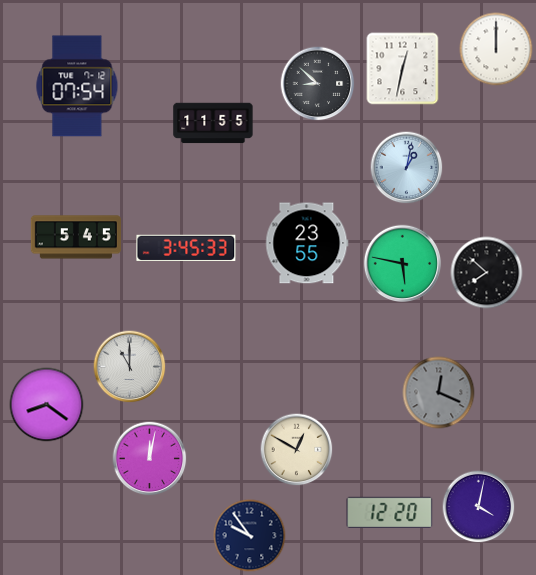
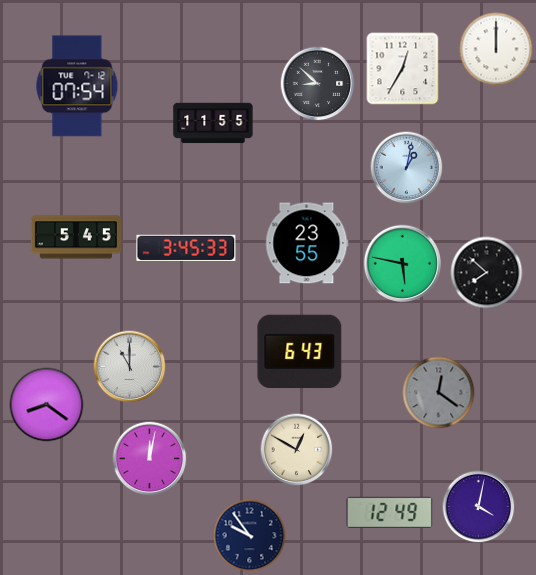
clock at (403, 69): 12:32 -> 12:35
clock at (300, 352): none -> 6:43
clock at (439, 393): 12:19 -> 12:21
clock at (390, 512): 12:20 -> 12:49
